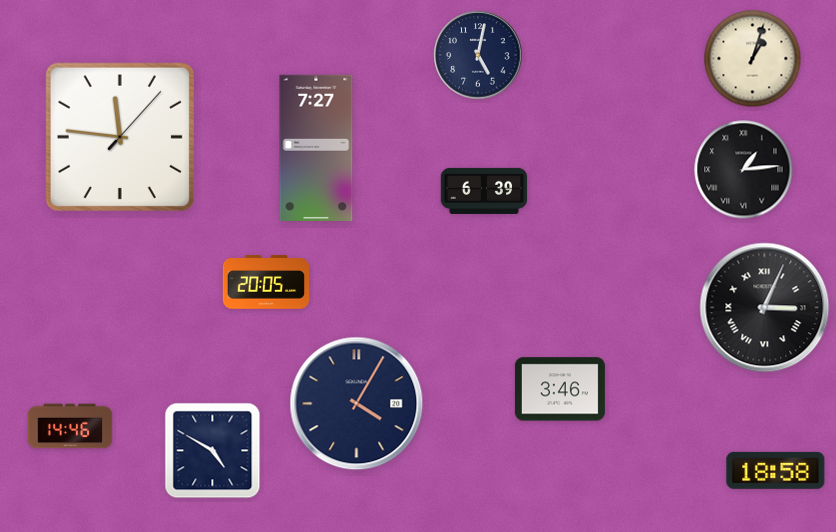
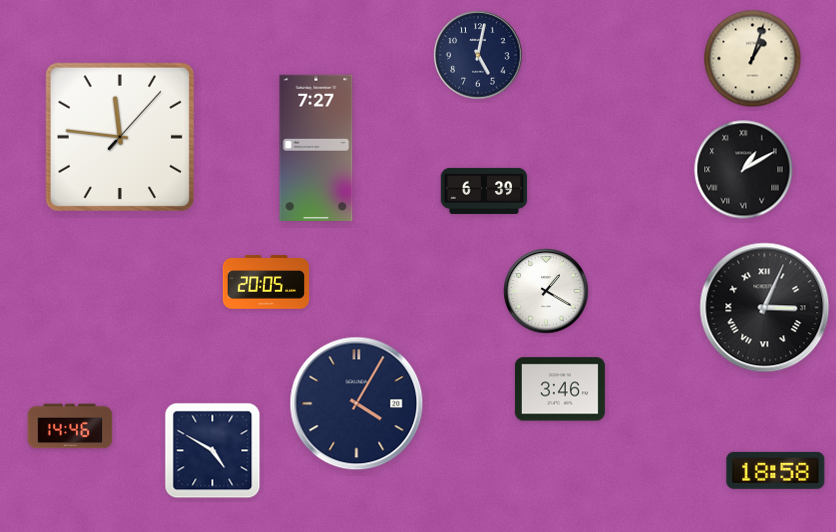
clock at (744, 170): 1:14 -> 1:10
clock at (546, 291): none -> 1:20
